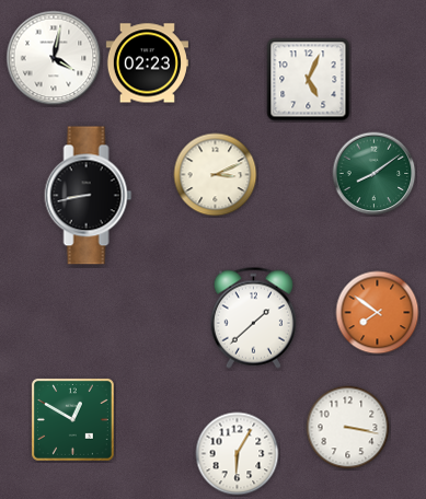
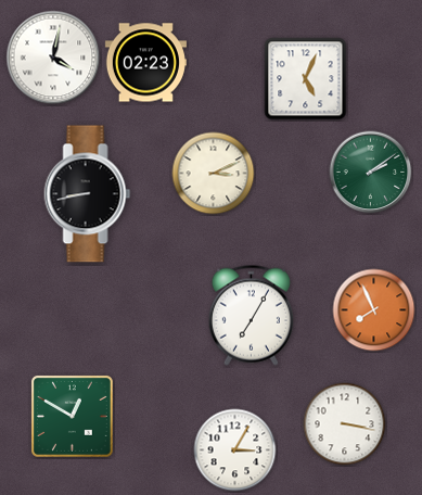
clock at (375, 174): 8:09 -> 2:09
clock at (378, 313): 7:51 -> 7:56
clock at (253, 317): 1:38 -> 7:05
clock at (238, 454): 6:05 -> 3:05
